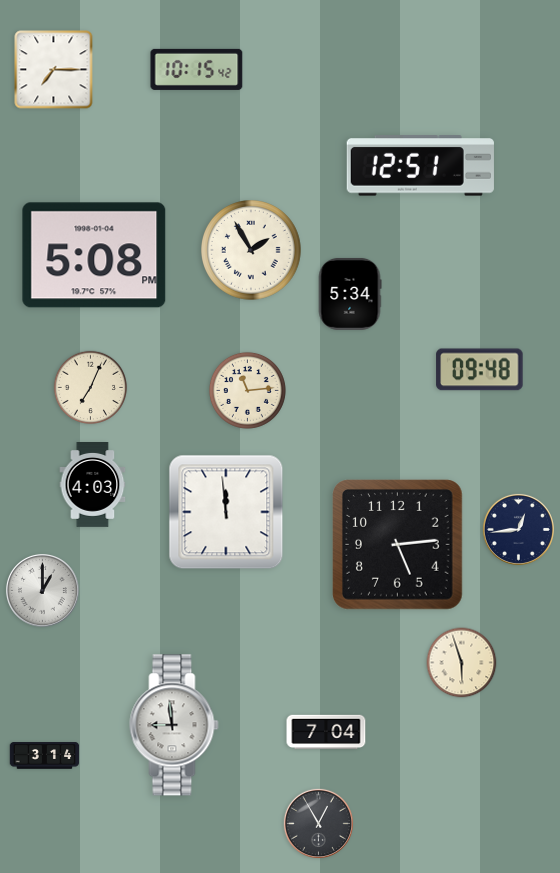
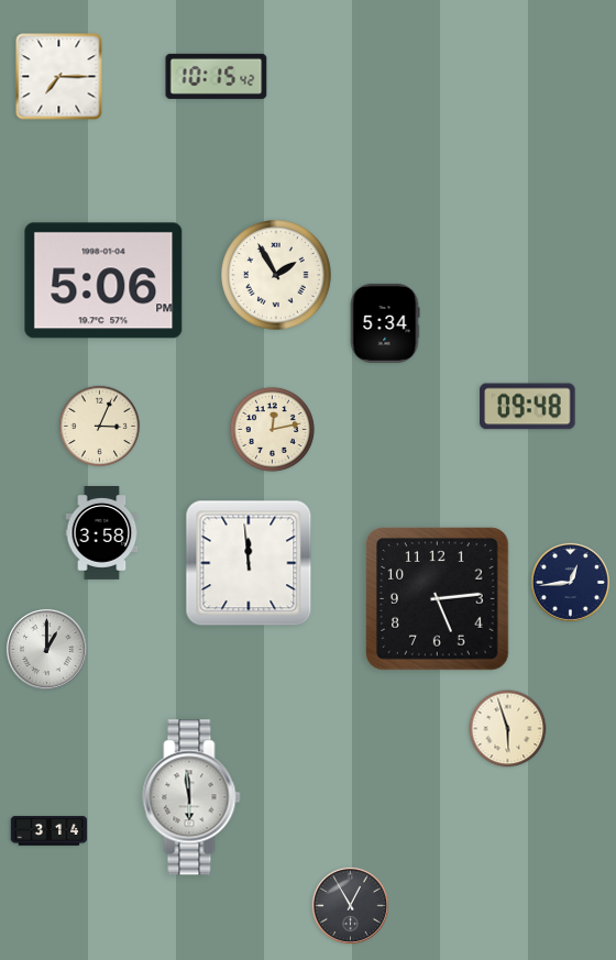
clock at (420, 166): 12:51 -> none
clock at (94, 255): 5:08 -> 5:06
clock at (91, 388): 7:04 -> 3:04
clock at (247, 390): 11:14 -> 12:13
clock at (93, 485): 4:03 -> 3:58
clock at (174, 725): 8:59 -> 5:59
clock at (326, 732): 7:04 -> none
